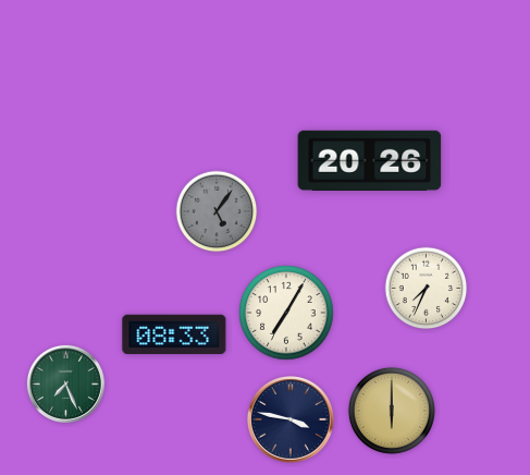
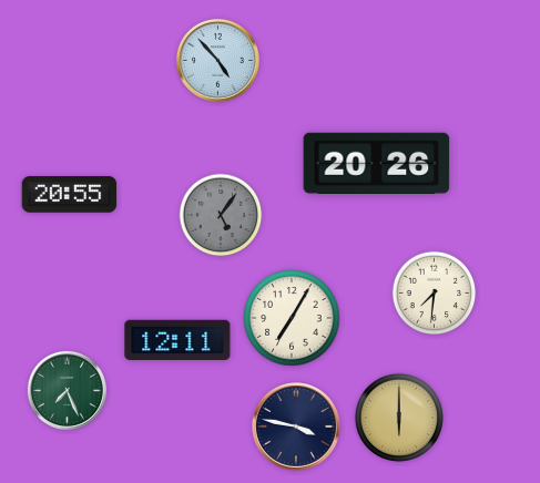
clock at (217, 60): none -> 4:53
clock at (70, 195): none -> 20:55
clock at (427, 289): 7:34 -> 7:31
clock at (174, 333): 08:33 -> 12:11
